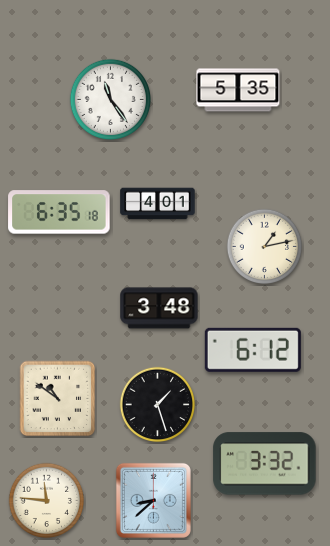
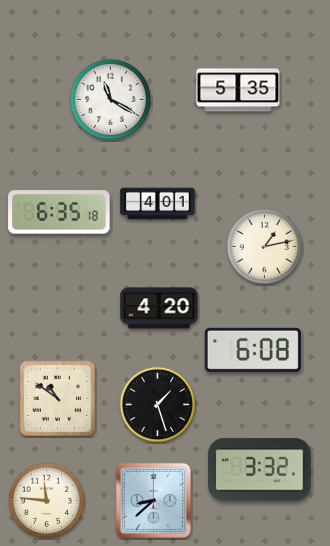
clock at (110, 99): 11:24 -> 11:20
clock at (159, 308): 3:48 -> 4:20
clock at (253, 350): 6:12 -> 6:08
clock at (265, 464) position: (265, 464) -> (260, 470)
